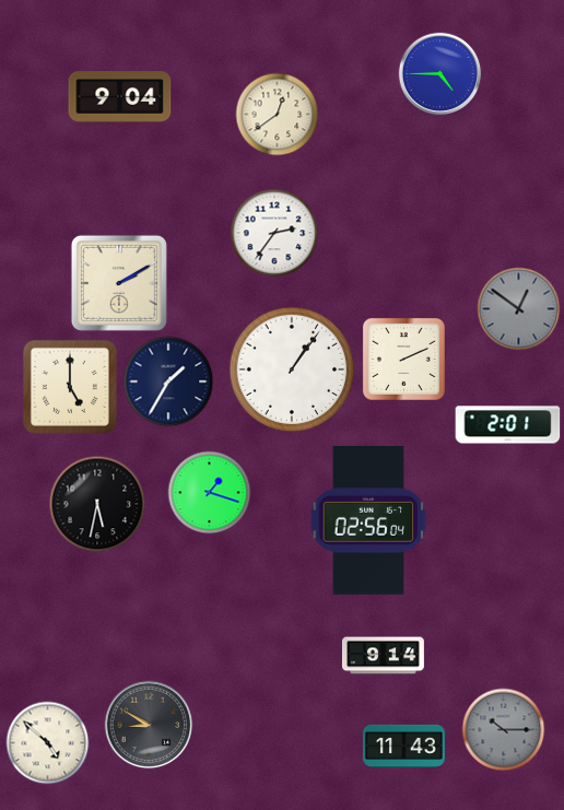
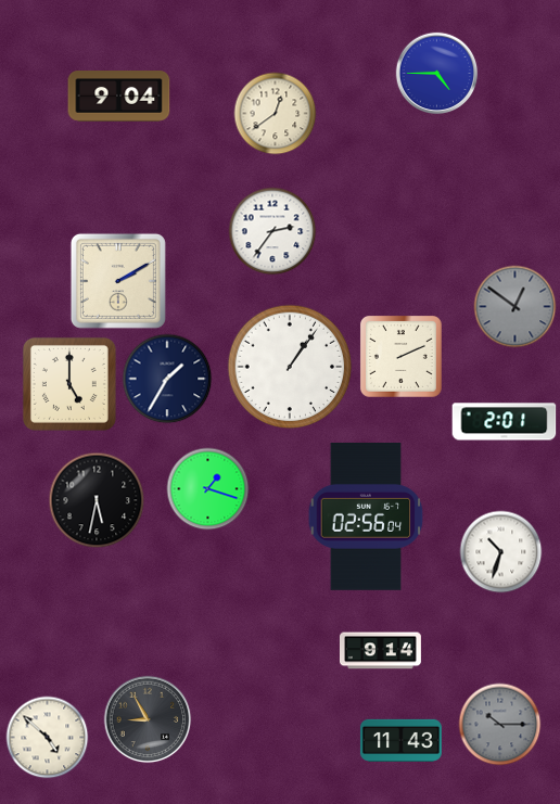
clock at (501, 552): none -> 10:33
clock at (149, 725): 8:50 -> 8:55
